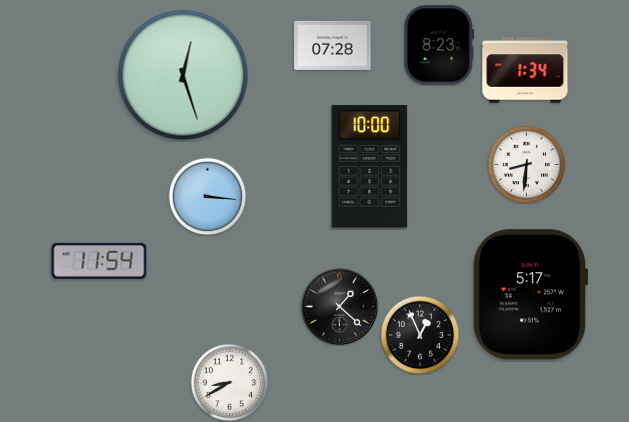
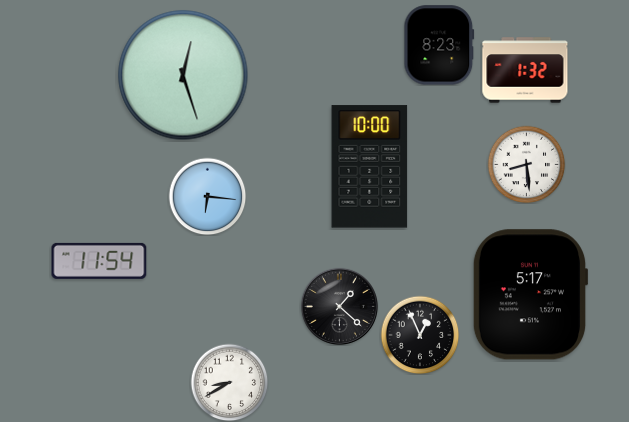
clock at (333, 45): 07:28 -> none
clock at (525, 70): 1:34 -> 1:32
clock at (526, 164): 8:31 -> 8:29
clock at (207, 196): 3:16 -> 6:16
